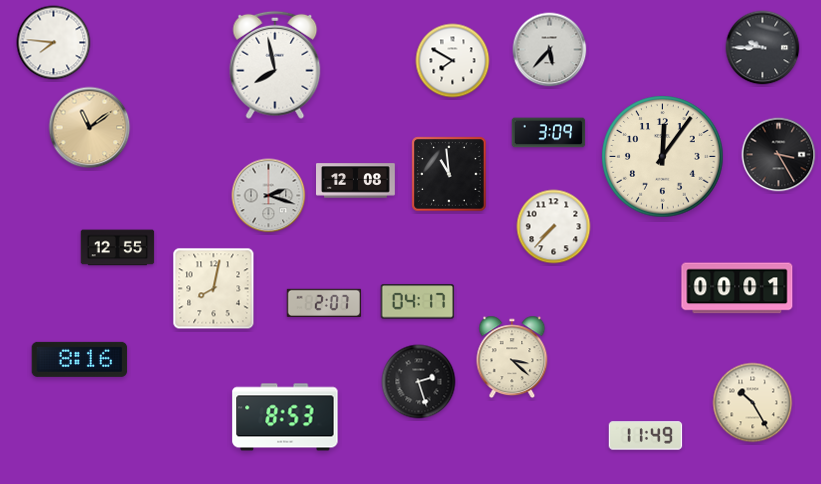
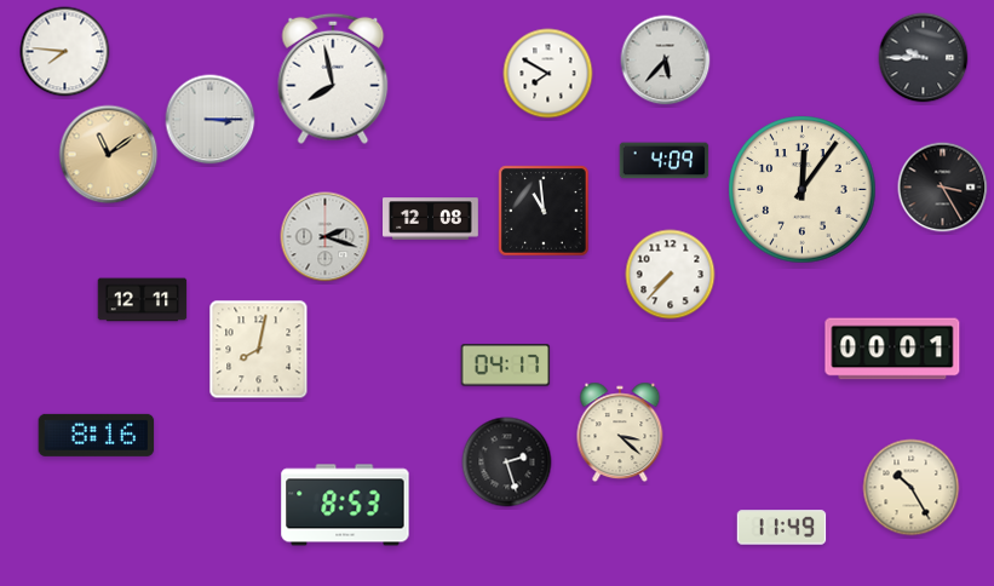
clock at (211, 120): none -> 3:15
clock at (549, 133): 3:09 -> 4:09
clock at (118, 248): 12:55 -> 12:11
clock at (324, 302): 2:07 -> none
